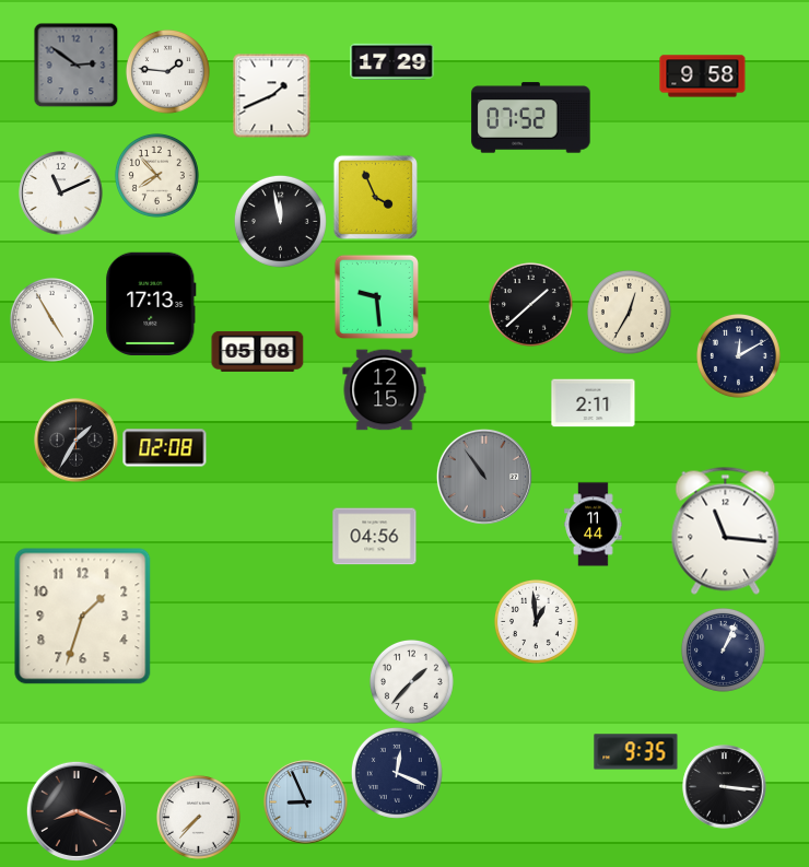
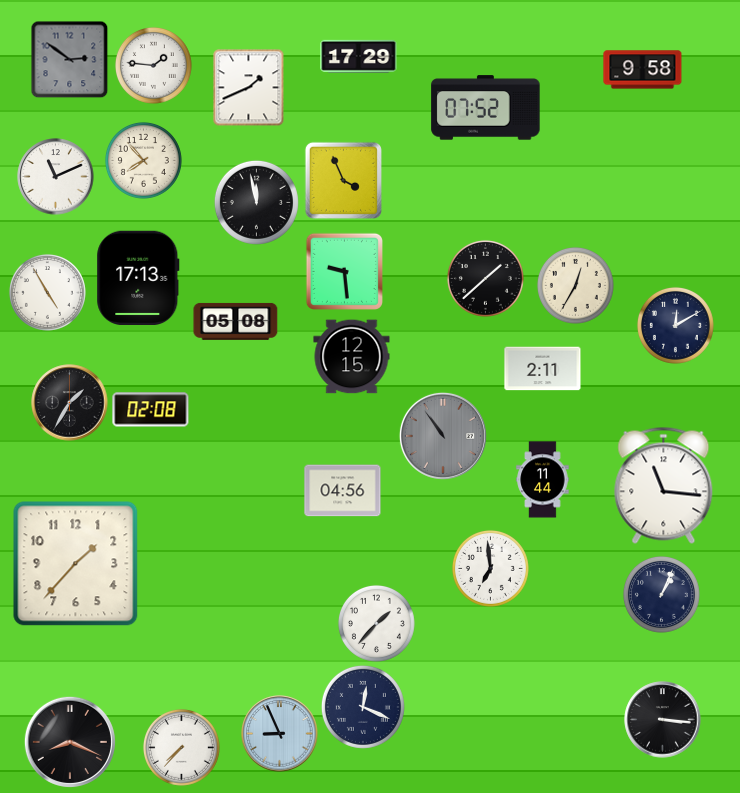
clock at (83, 617): 1:33 -> 1:37
clock at (536, 621): 12:59 -> 6:59
clock at (636, 752): 9:35 -> none
